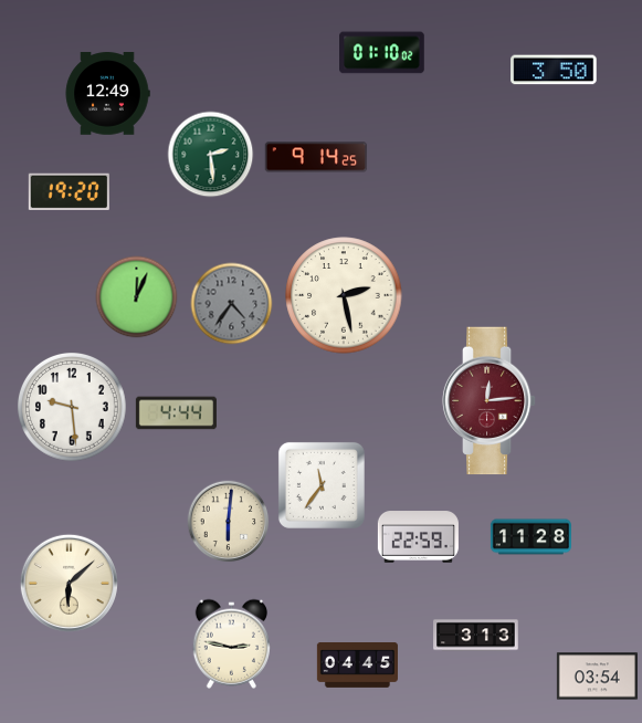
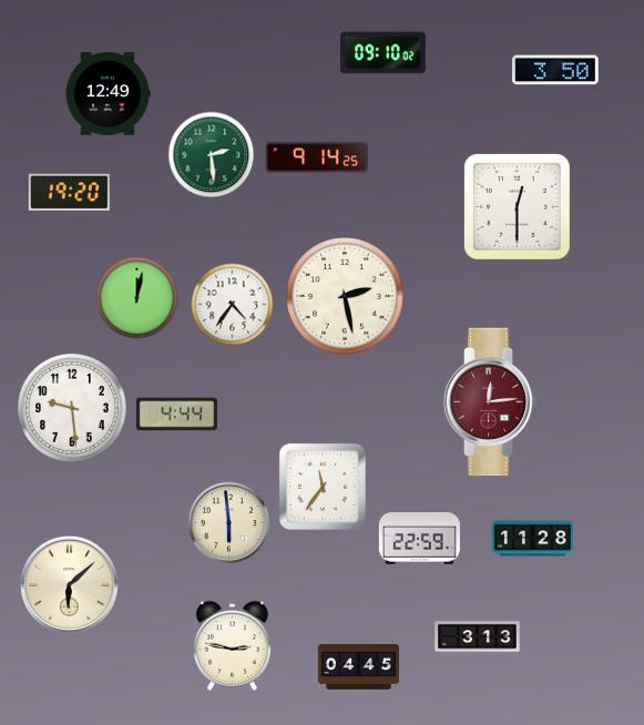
clock at (382, 53): 01:10 -> 09:10
clock at (518, 207): none -> 12:30
clock at (137, 297): 12:04 -> 12:02
clock at (232, 304) dial: grey -> white
clock at (229, 522): 6:01 -> 5:59
clock at (597, 677): 03:54 -> none
